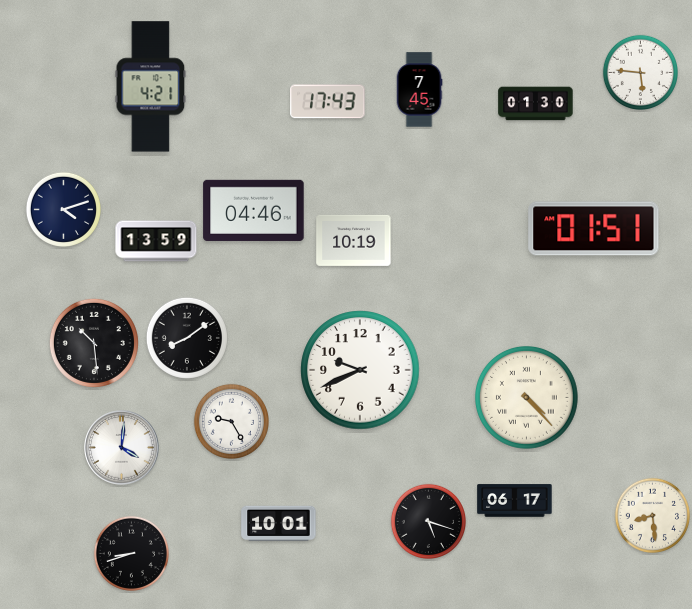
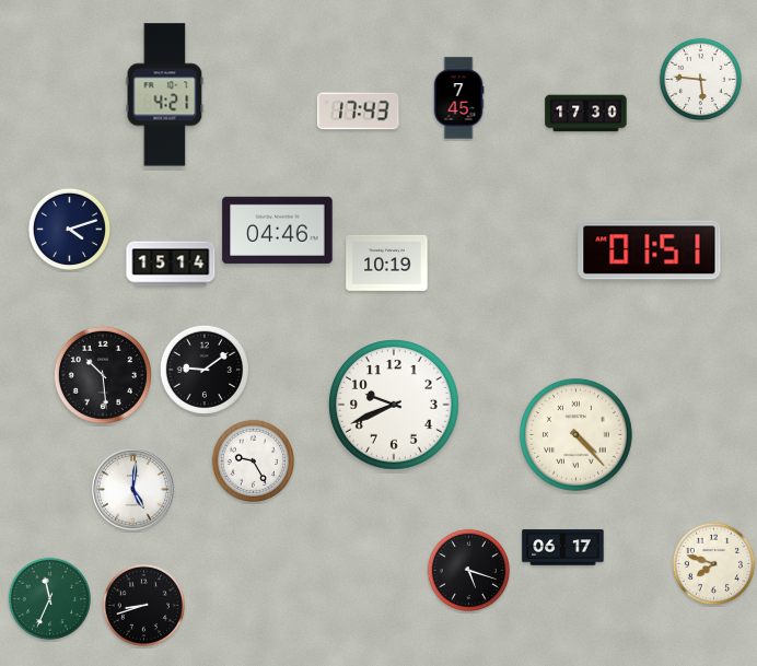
clock at (536, 104): 01:30 -> 17:30
clock at (156, 241): 13:59 -> 15:14
clock at (187, 338): 8:09 -> 9:09
clock at (122, 448): 4:01 -> 5:01
clock at (652, 515): 8:29 -> 7:48
clock at (279, 524): 10:01 -> none
clock at (49, 598): none -> 11:34
